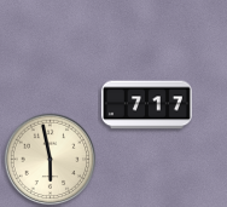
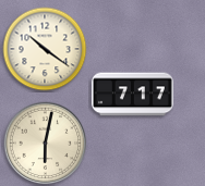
clock at (45, 49): none -> 10:21
clock at (51, 160): 5:58 -> 6:02
